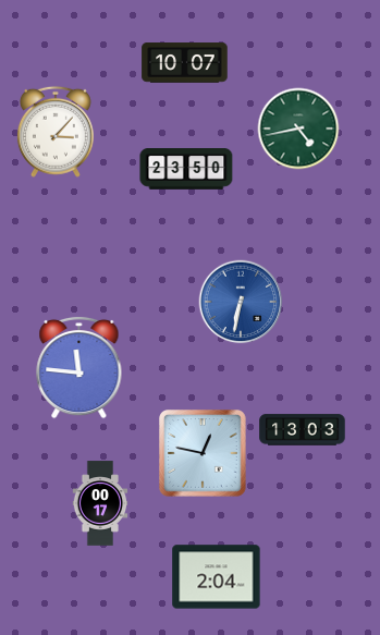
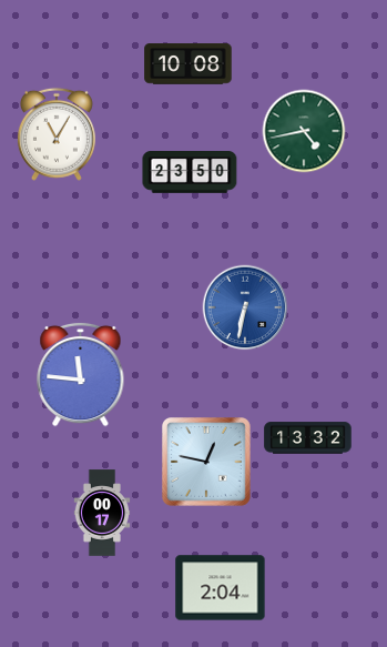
clock at (185, 63): 10:07 -> 10:08
clock at (56, 132): 3:07 -> 11:05
clock at (303, 430): 13:03 -> 13:32
